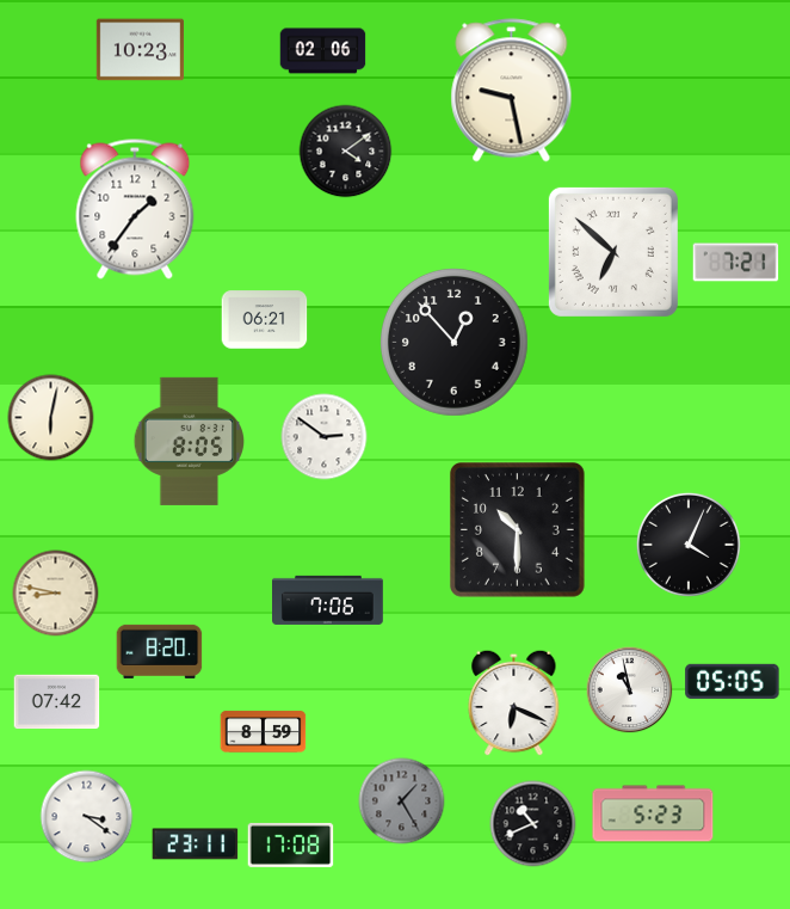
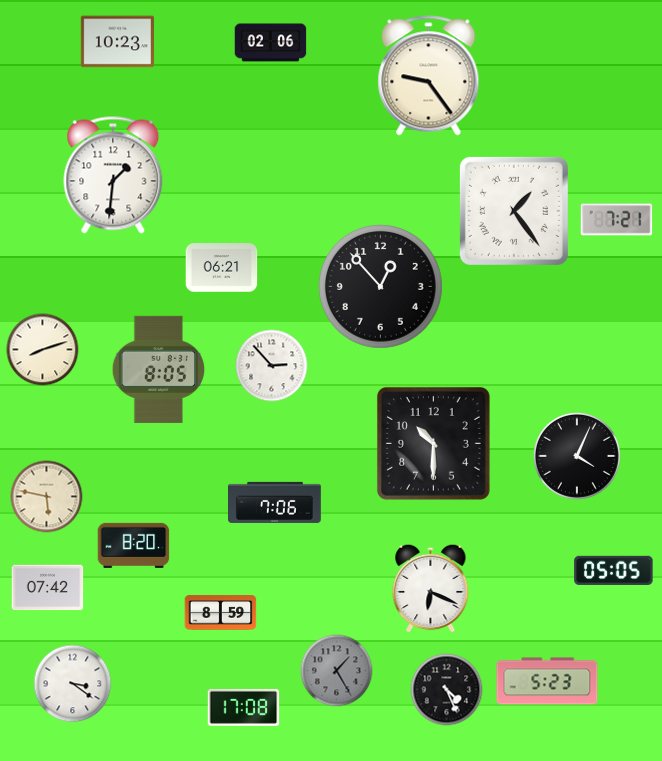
clock at (512, 91): 9:28 -> 9:24
clock at (346, 152): 4:09 -> none
clock at (135, 209): 1:36 -> 1:31
clock at (613, 252): 6:52 -> 1:24
clock at (51, 418): 6:02 -> 8:12
clock at (325, 437): 2:51 -> 2:53
clock at (56, 594): 8:47 -> 5:47
clock at (630, 690): 10:58 -> none
clock at (533, 824): 10:41 -> 4:26
clock at (196, 844): 23:11 -> none
